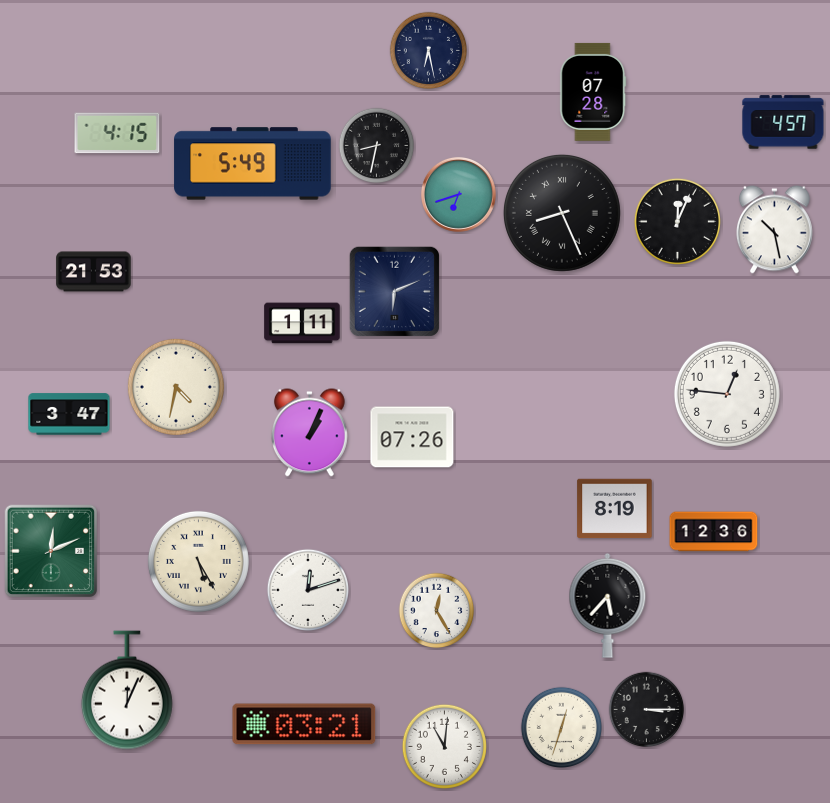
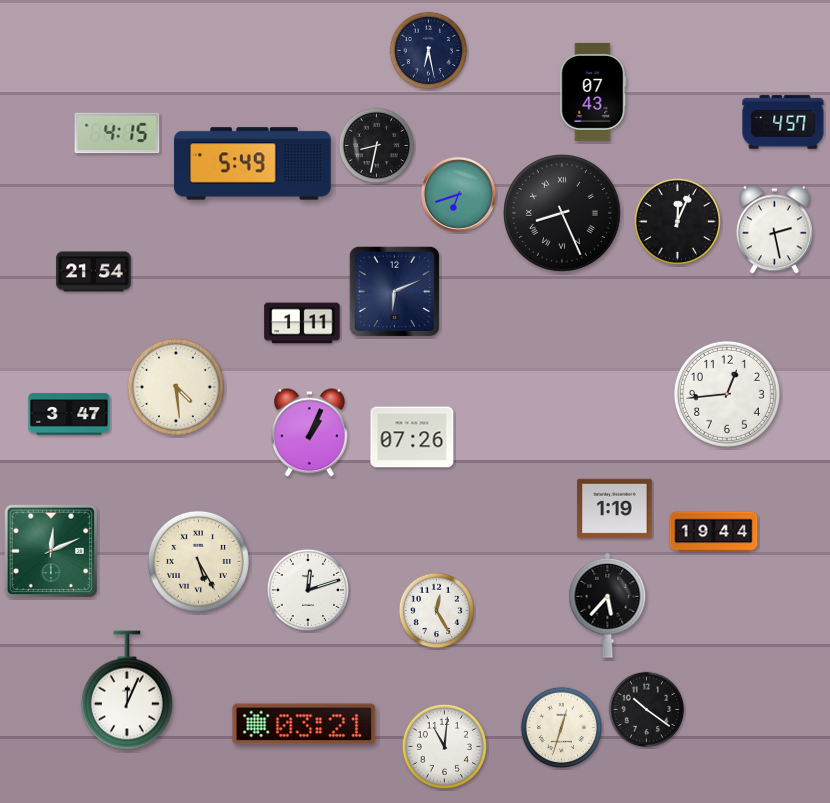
clock at (593, 92): 07:28 -> 07:43
clock at (774, 230): 10:28 -> 2:28
clock at (94, 272): 21:53 -> 21:54
clock at (176, 387): 4:32 -> 4:29
clock at (727, 394): 12:46 -> 12:44
clock at (615, 509): 8:19 -> 1:19
clock at (714, 532): 12:36 -> 19:44
clock at (647, 710): 3:15 -> 10:21
